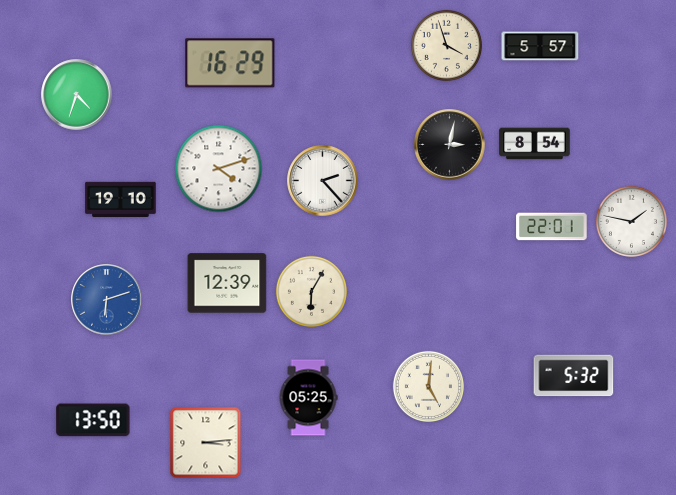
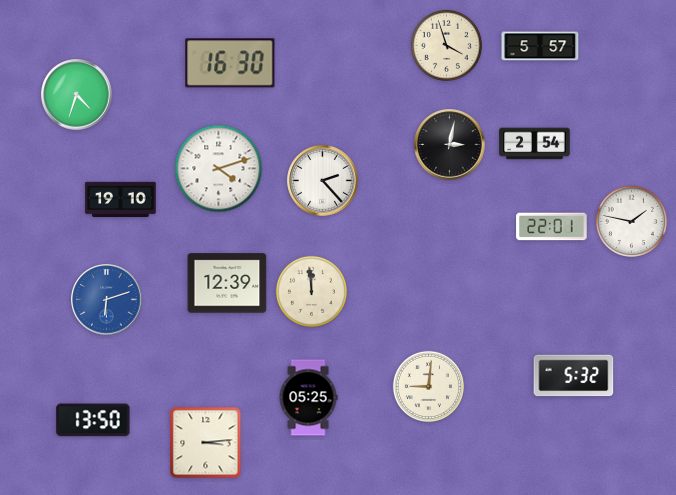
clock at (230, 63): 16:29 -> 16:30
clock at (535, 144): 8:54 -> 2:54
clock at (311, 291): 6:05 -> 11:59
clock at (428, 386): 5:01 -> 9:01
